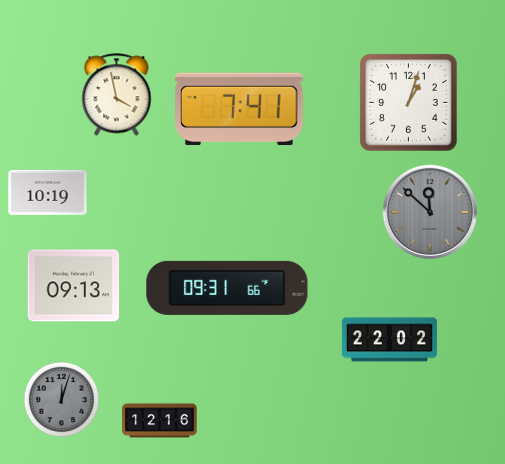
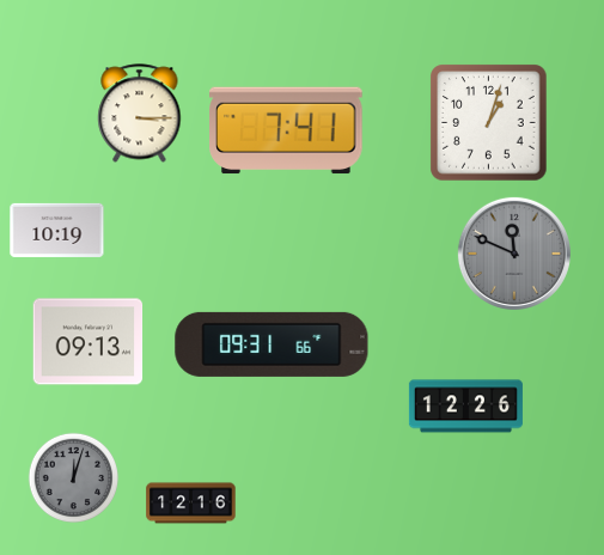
clock at (117, 95): 3:58 -> 3:15
clock at (430, 212): 11:52 -> 11:49
clock at (389, 340): 22:02 -> 12:26
